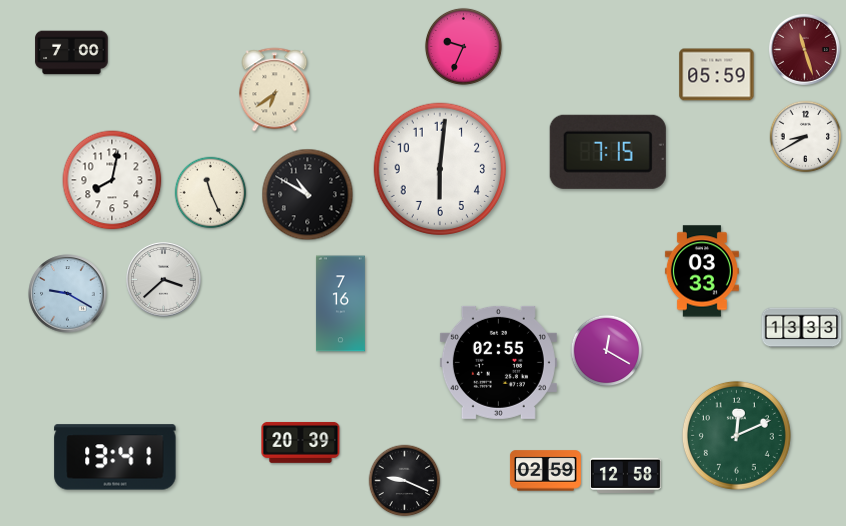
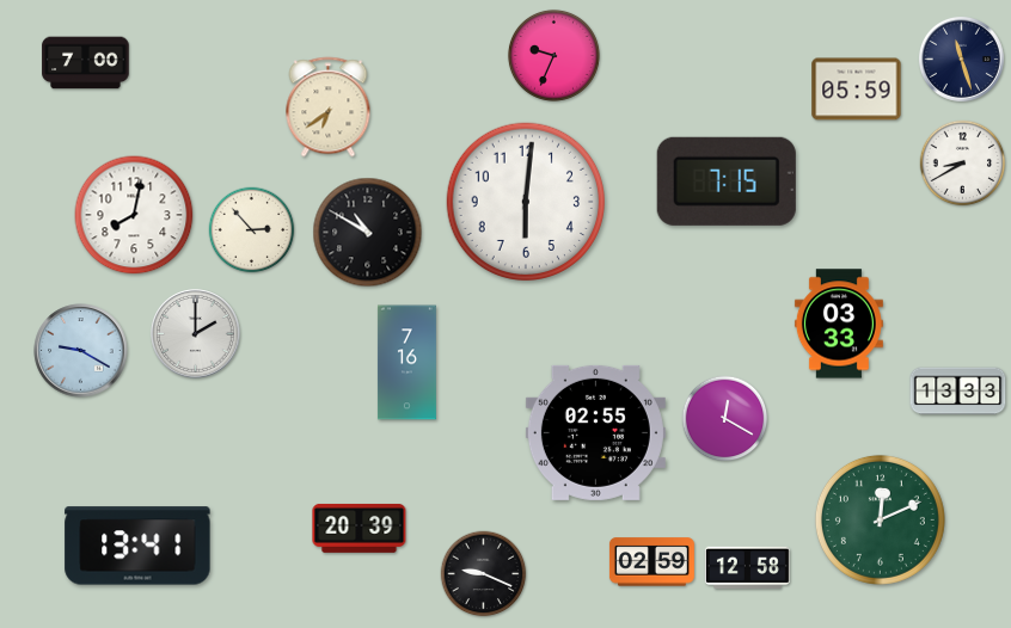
clock at (804, 49) dial: burgundy -> navy
clock at (211, 193): 11:26 -> 2:53
clock at (164, 280): 3:38 -> 2:00
